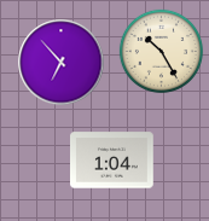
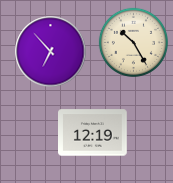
clock at (112, 161): 1:04 -> 12:19
